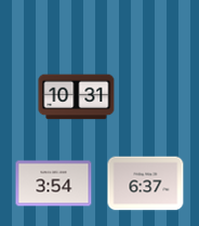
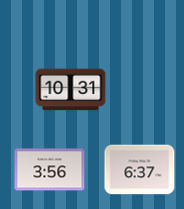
clock at (54, 184): 3:54 -> 3:56
clock at (146, 184) position: (146, 184) -> (140, 170)
